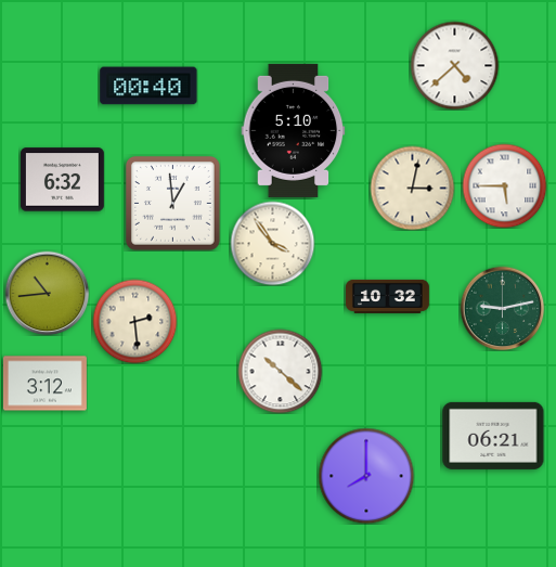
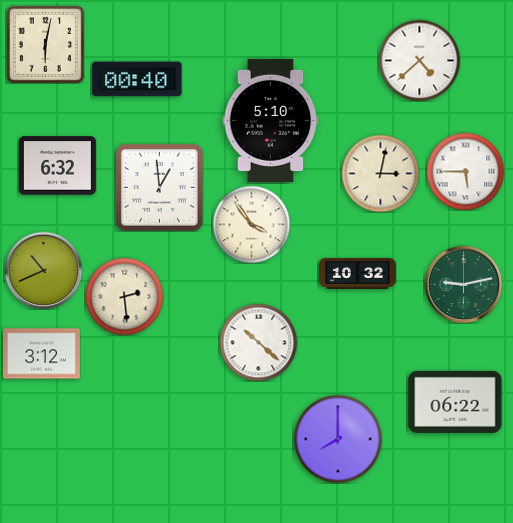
clock at (45, 44): none -> 6:02
clock at (47, 293): 10:44 -> 10:41
clock at (493, 436): 06:21 -> 06:22
